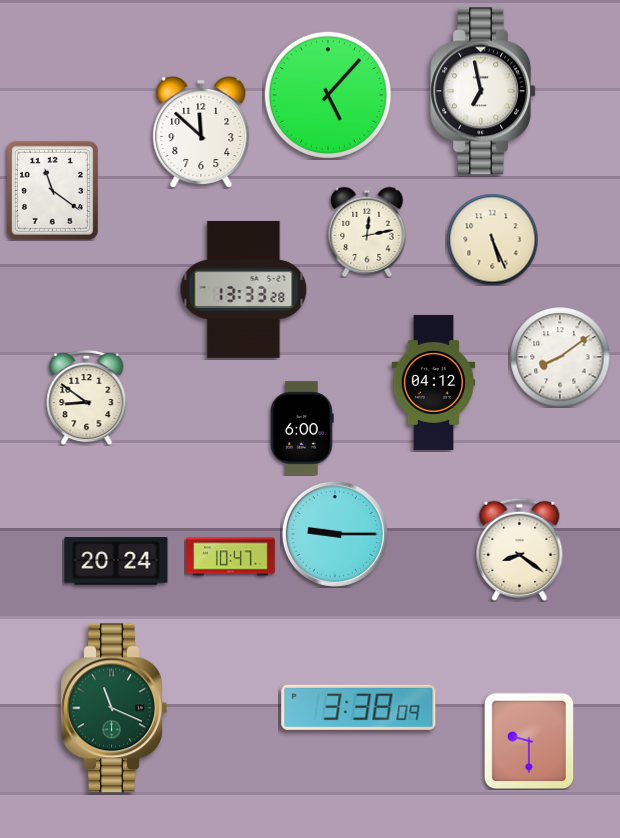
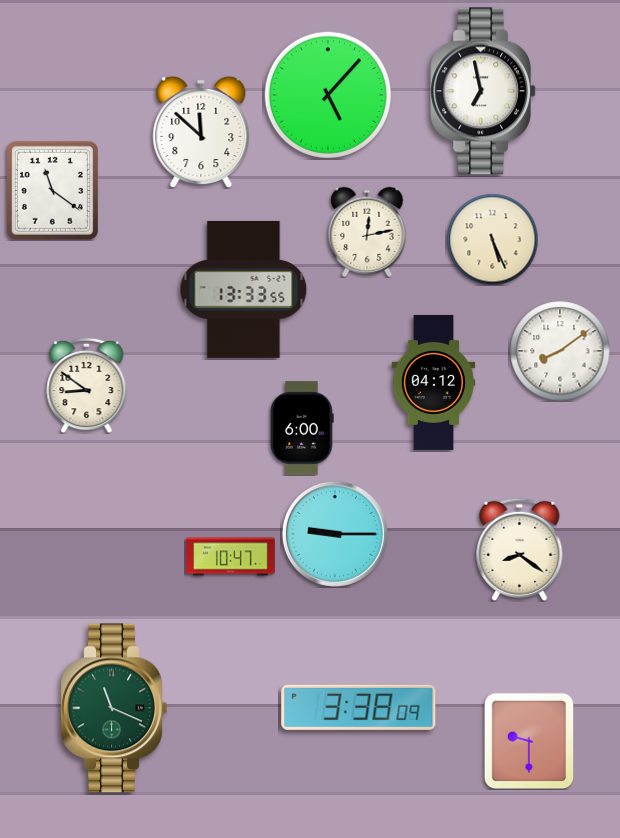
clock at (244, 289): 13:33:28 -> 13:33:55
clock at (560, 357) position: (560, 357) -> (560, 351)
clock at (87, 397) position: (87, 397) -> (87, 385)
clock at (116, 561): 20:24 -> none
